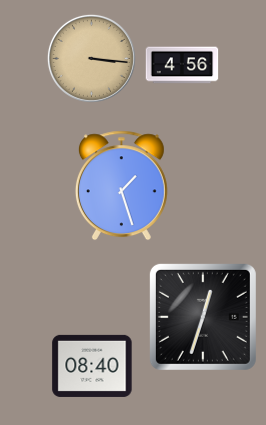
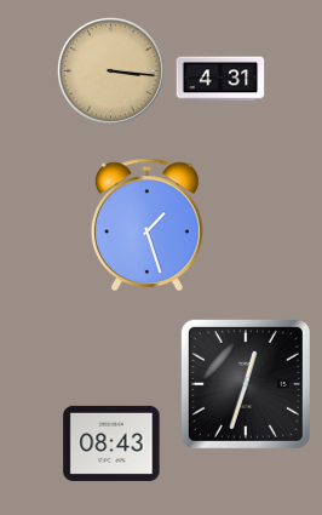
clock at (182, 65): 4:56 -> 4:31
clock at (92, 366): 08:40 -> 08:43
